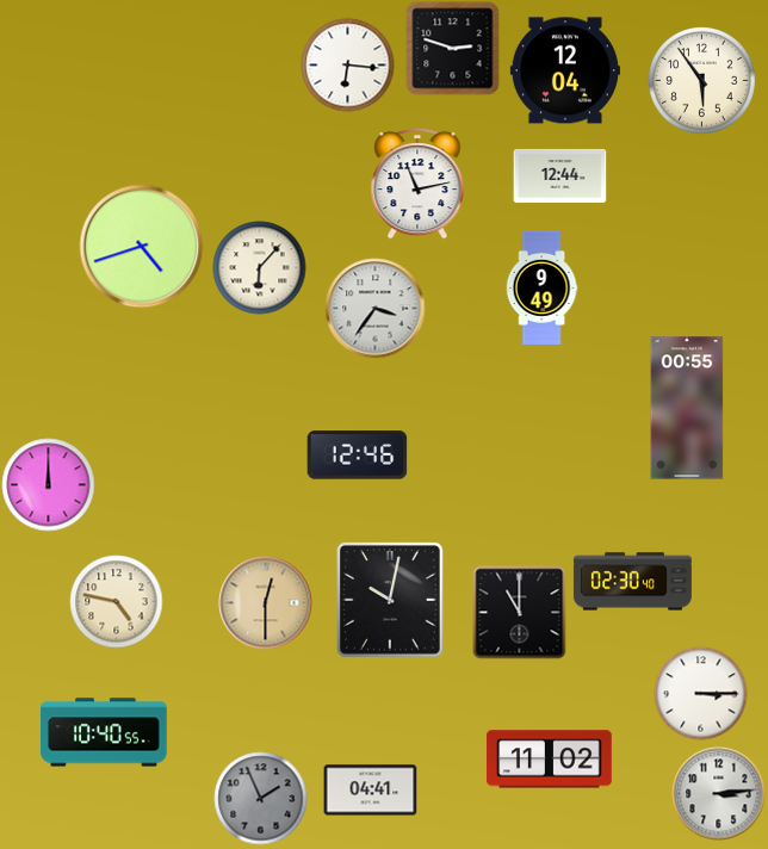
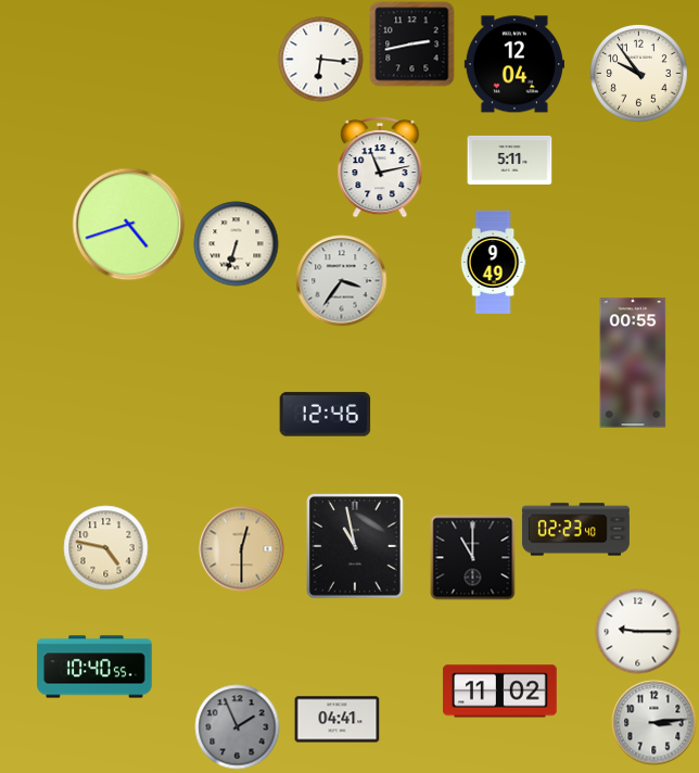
clock at (452, 48): 2:48 -> 2:43
clock at (347, 64) position: (347, 64) -> (320, 59)
clock at (702, 81): 5:54 -> 9:54
clock at (559, 175): 12:44 -> 5:11
clock at (259, 267): 6:07 -> 6:33
clock at (687, 408) position: (687, 408) -> (633, 363)
clock at (48, 484): 12:00 -> none
clock at (632, 582): 02:30 -> 02:23
clock at (391, 600): 10:02 -> 10:58
clock at (700, 693): 3:15 -> 9:15
